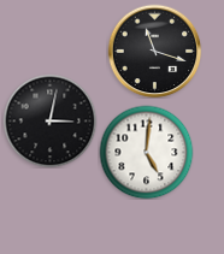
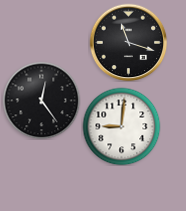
clock at (49, 120): 3:02 -> 12:24
clock at (146, 152): 5:01 -> 9:01
